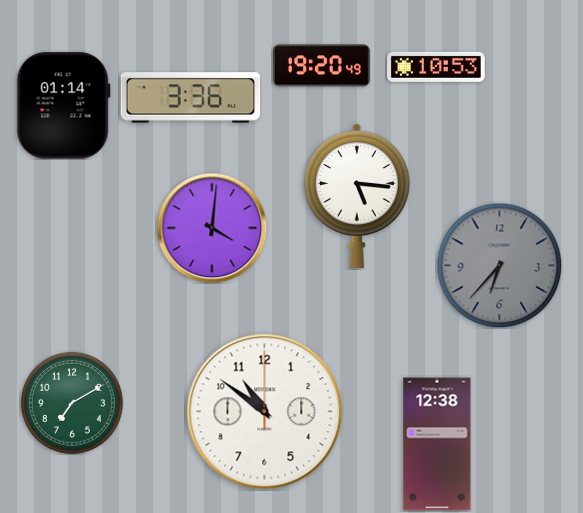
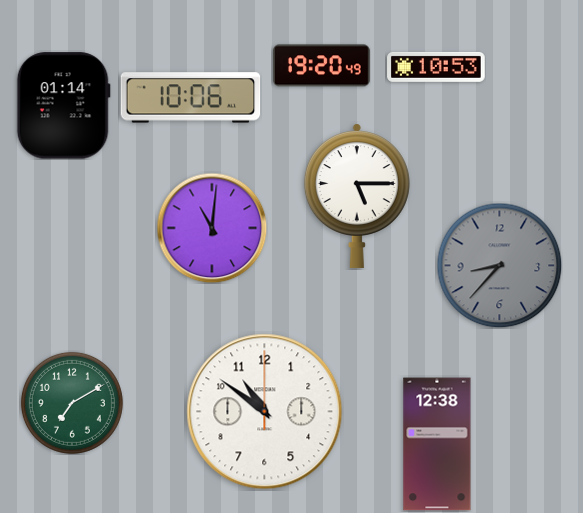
clock at (191, 98): 3:36 -> 10:06
clock at (357, 196): 5:16 -> 5:15
clock at (212, 228): 4:01 -> 11:01
clock at (499, 265): 6:37 -> 8:37
